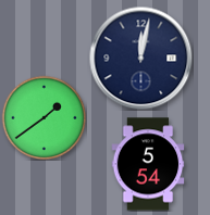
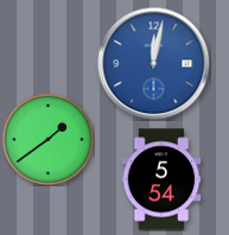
clock at (140, 58) dial: navy -> blue
clock at (44, 117) position: (44, 117) -> (47, 139)
